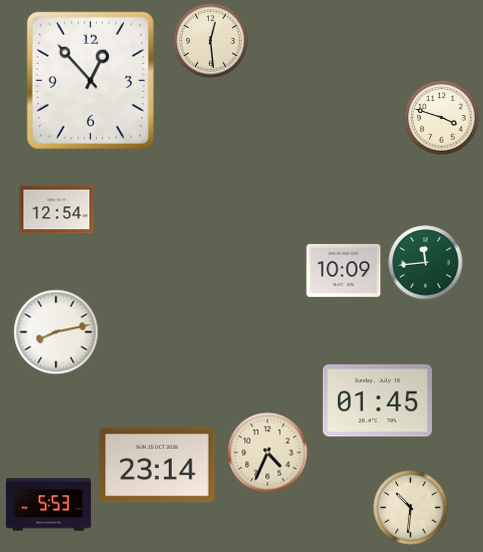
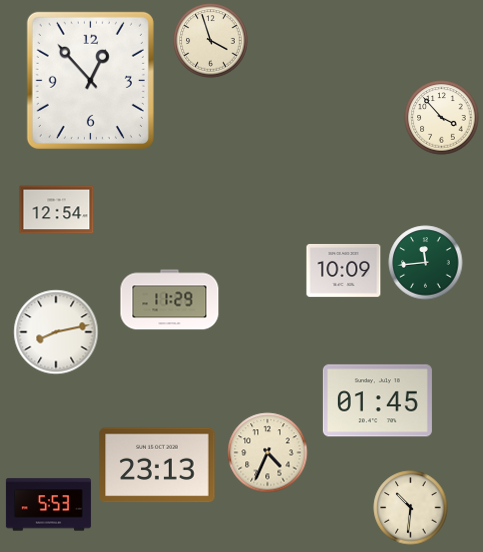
clock at (211, 41): 12:29 -> 3:57
clock at (442, 118): 3:48 -> 3:53
clock at (170, 300): none -> 11:29
clock at (157, 465): 23:14 -> 23:13
